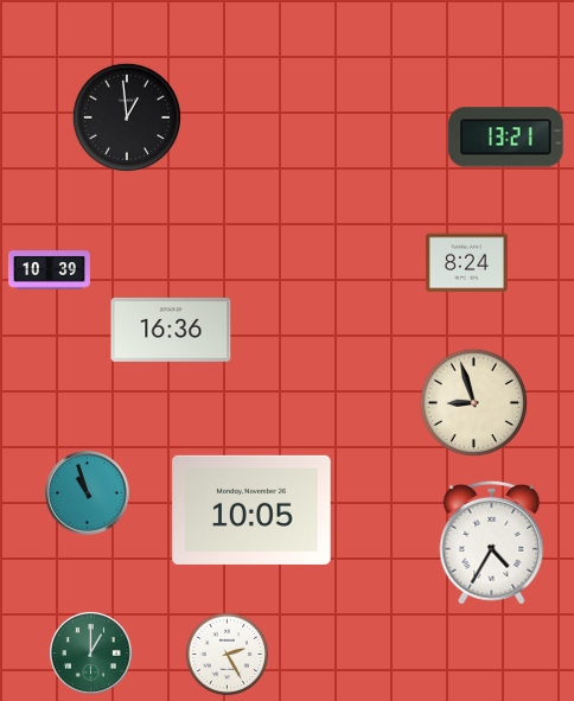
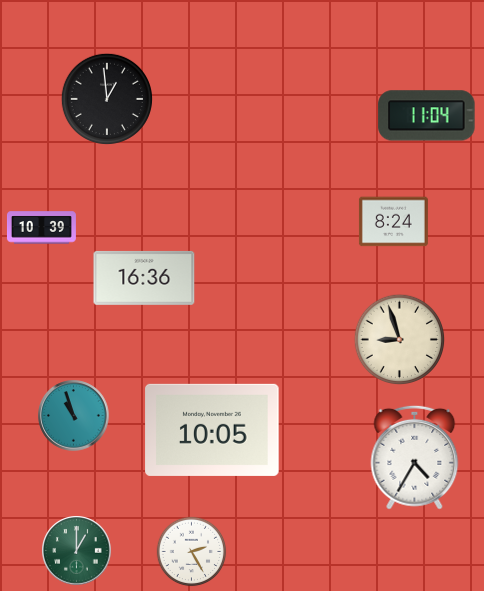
clock at (506, 138): 13:21 -> 11:04
